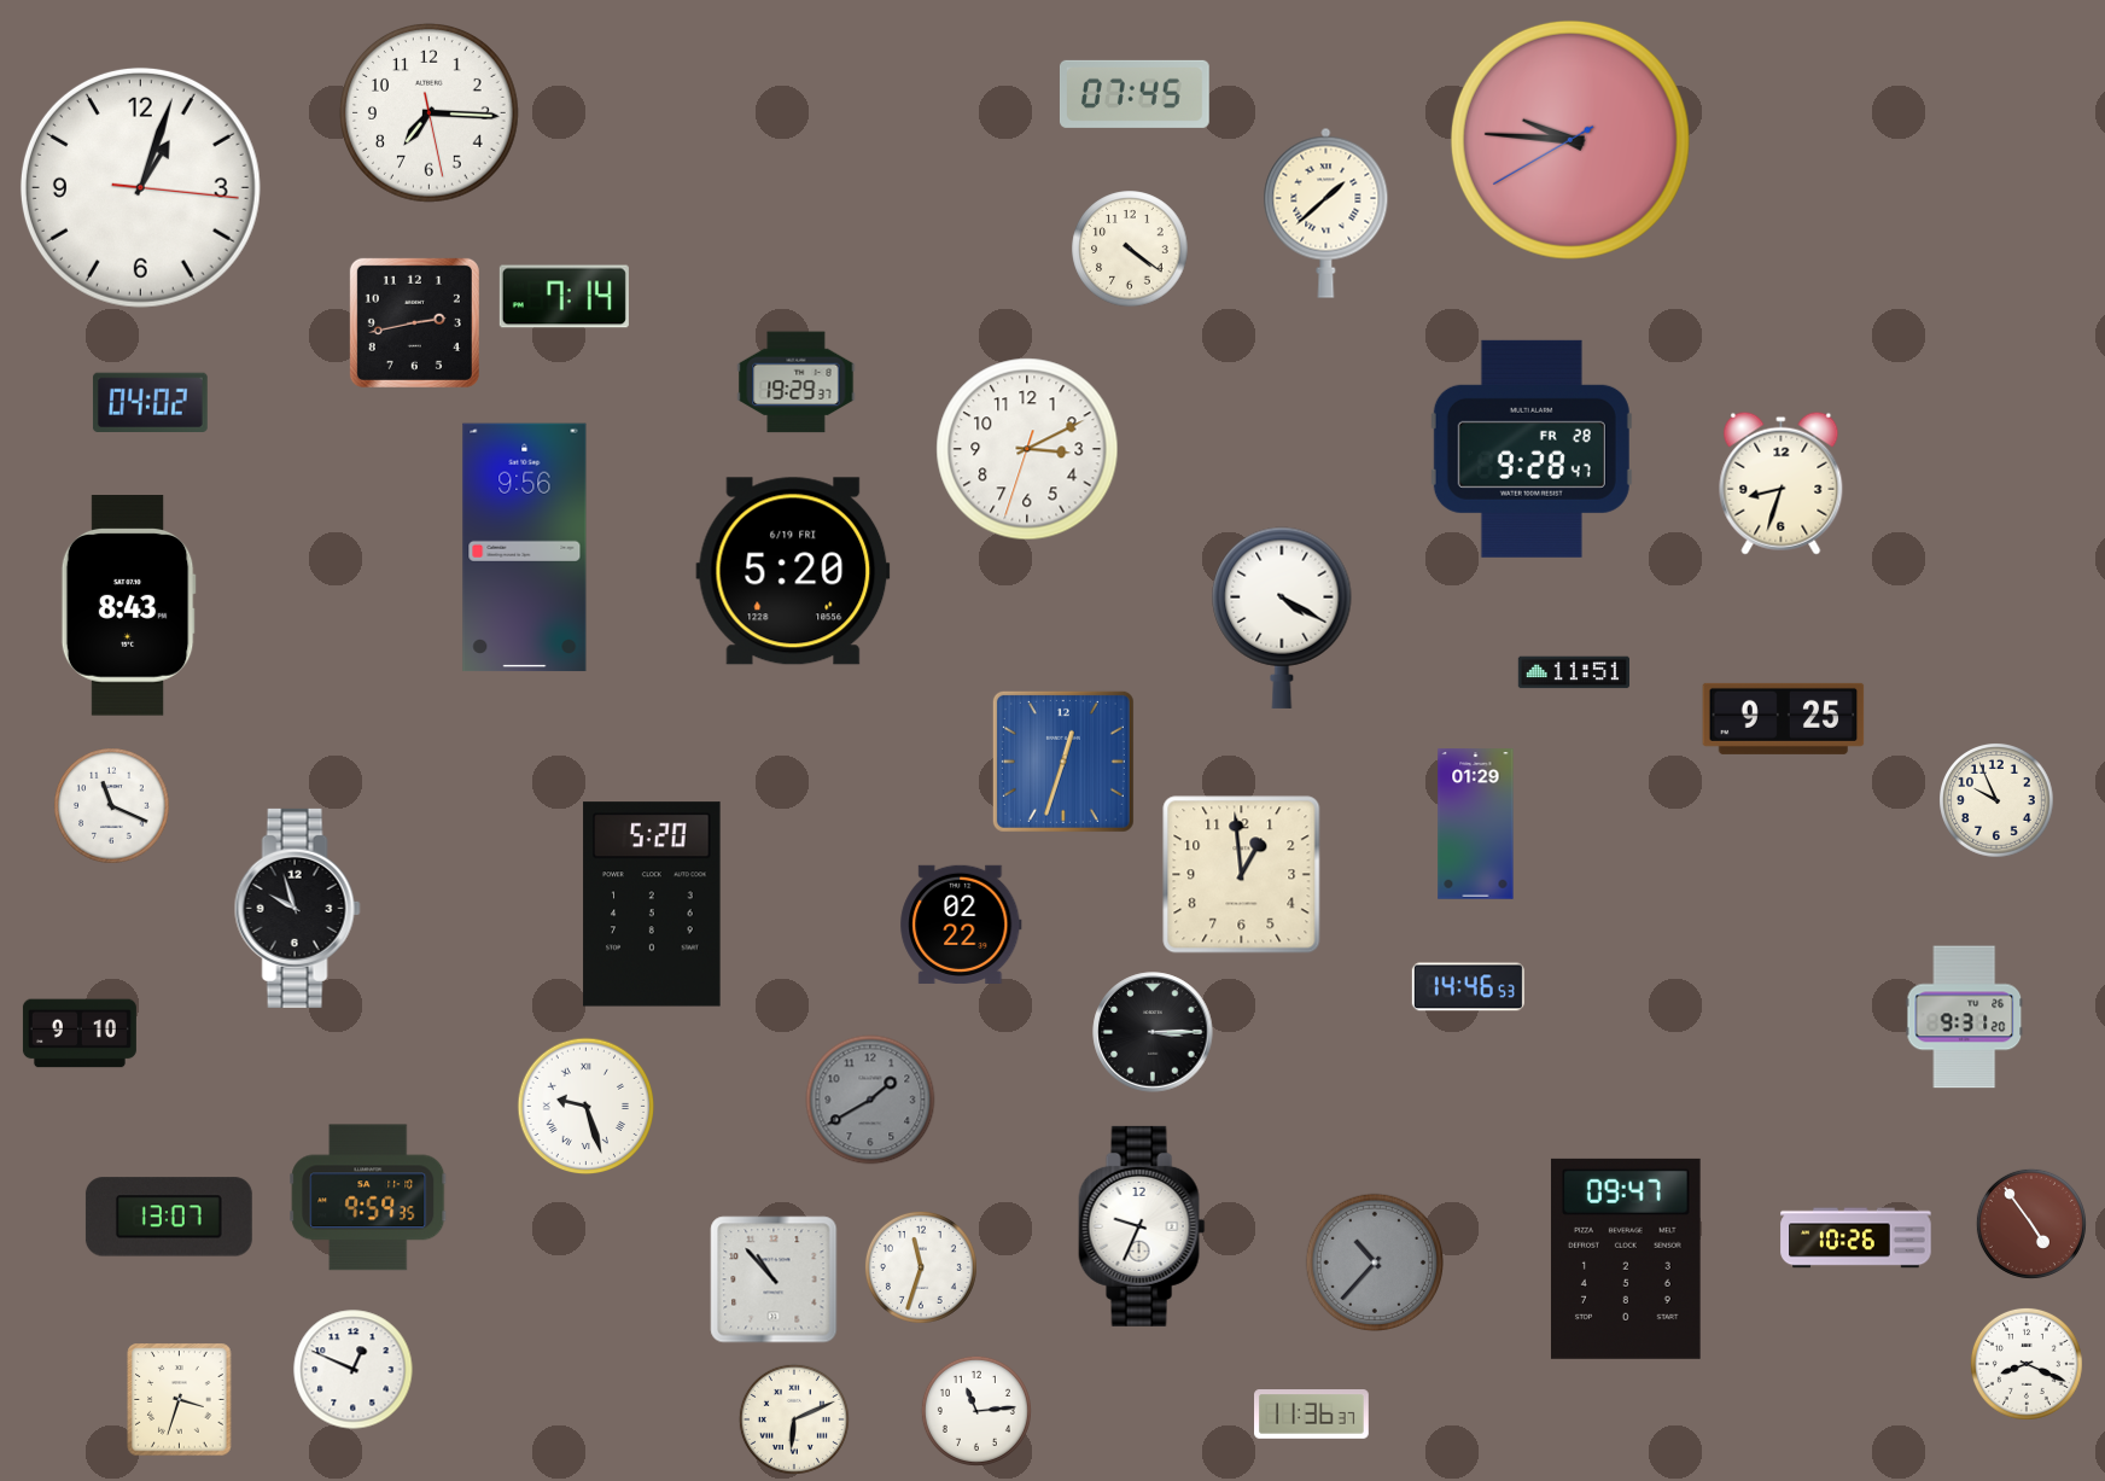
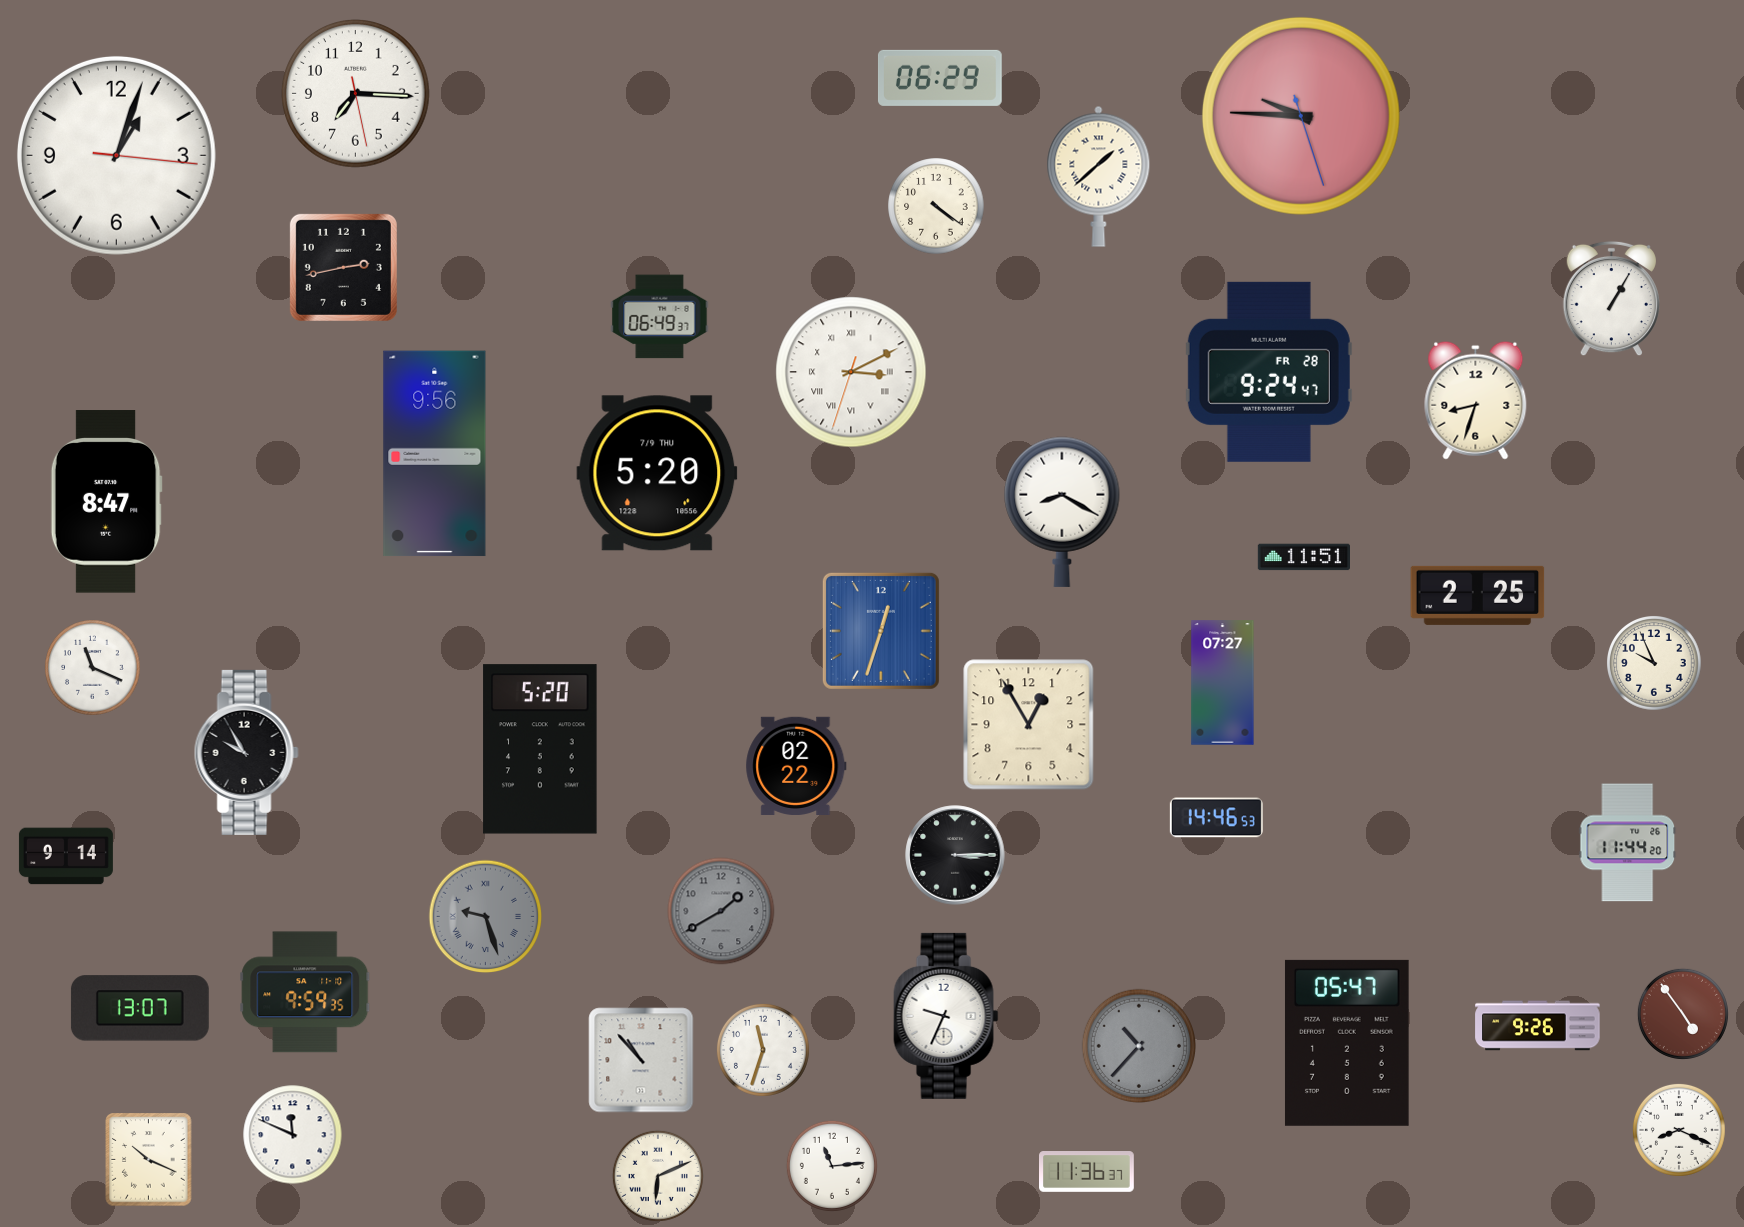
clock at (1135, 94): 07:45 -> 06:29
clock at (1570, 140): 9:45:40 -> 9:45:27
clock at (564, 297): 7:14 -> none
clock at (1611, 299): none -> 1:05
clock at (797, 383): 19:29 -> 06:49
clock at (150, 402): 04:02 -> none
clock at (1027, 449) numerals: Arabic -> Roman
clock at (1532, 449): 9:28 -> 9:24
clock at (793, 571) date: 6/19 FRI -> 7/9 THU
clock at (128, 606): 8:43 -> 8:47
clock at (1282, 618): 4:20 -> 8:20
clock at (1784, 718): 9:25 -> 2:25
clock at (1476, 824): 01:29 -> 07:27
clock at (1242, 875): 12:59 -> 12:55
clock at (297, 908): 9:57 -> 9:55
clock at (1965, 1018): 9:31 -> 11:44
clock at (80, 1033): 9:10 -> 9:14
clock at (587, 1107) dial: white -> grey
clock at (1856, 1238): 10:26 -> 9:26
clock at (1626, 1259): 09:47 -> 05:47
clock at (354, 1370): 12:49 -> 11:49
clock at (180, 1400): 3:33 -> 10:19
clock at (976, 1411) position: (976, 1411) -> (832, 1166)
